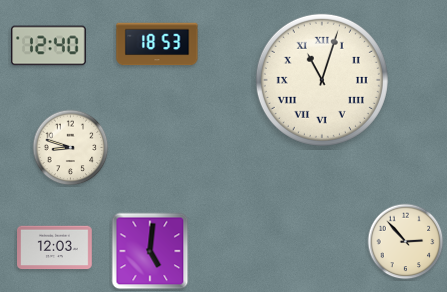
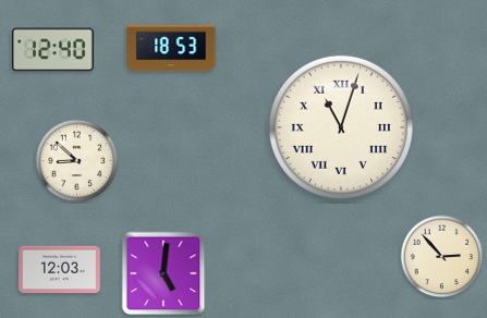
clock at (322, 80) position: (322, 80) -> (341, 127)
clock at (71, 148): 8:48 -> 8:52
clock at (406, 242) position: (406, 242) -> (442, 257)
